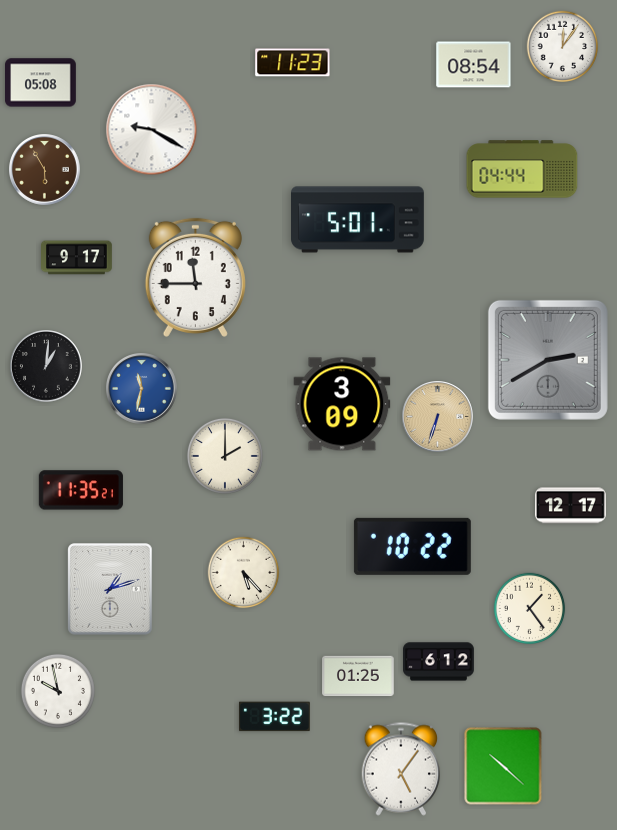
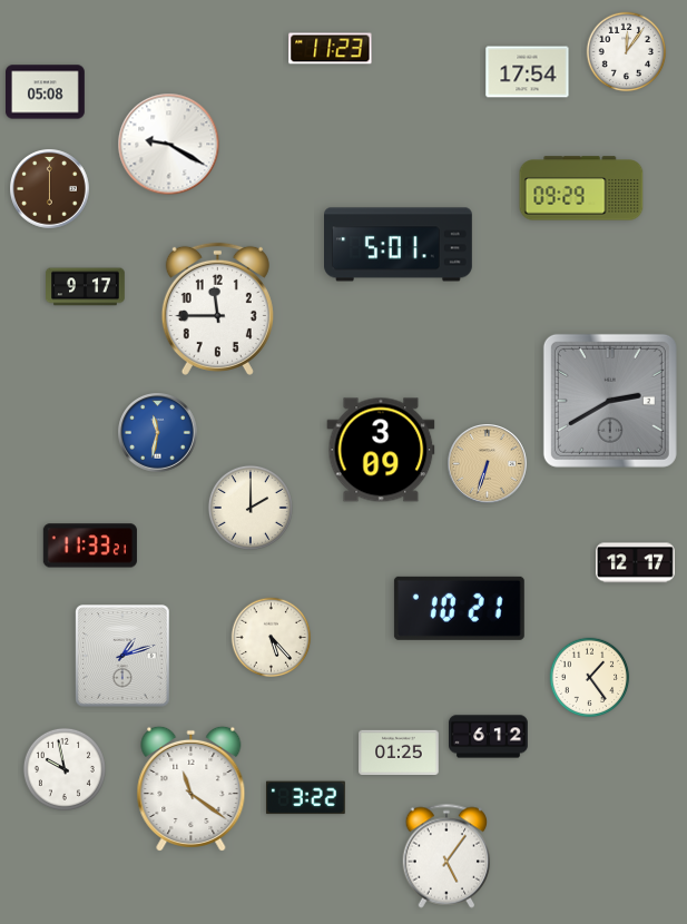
clock at (293, 63) position: (293, 63) -> (331, 49)
clock at (474, 65): 08:54 -> 17:54
clock at (522, 169): 04:44 -> 09:29
clock at (45, 170): 5:55 -> 6:00
clock at (46, 366): 1:01 -> none
clock at (81, 490): 11:35 -> 11:33
clock at (412, 546): 10:22 -> 10:21
clock at (192, 788): none -> 11:21
clock at (503, 766): 10:22 -> none
